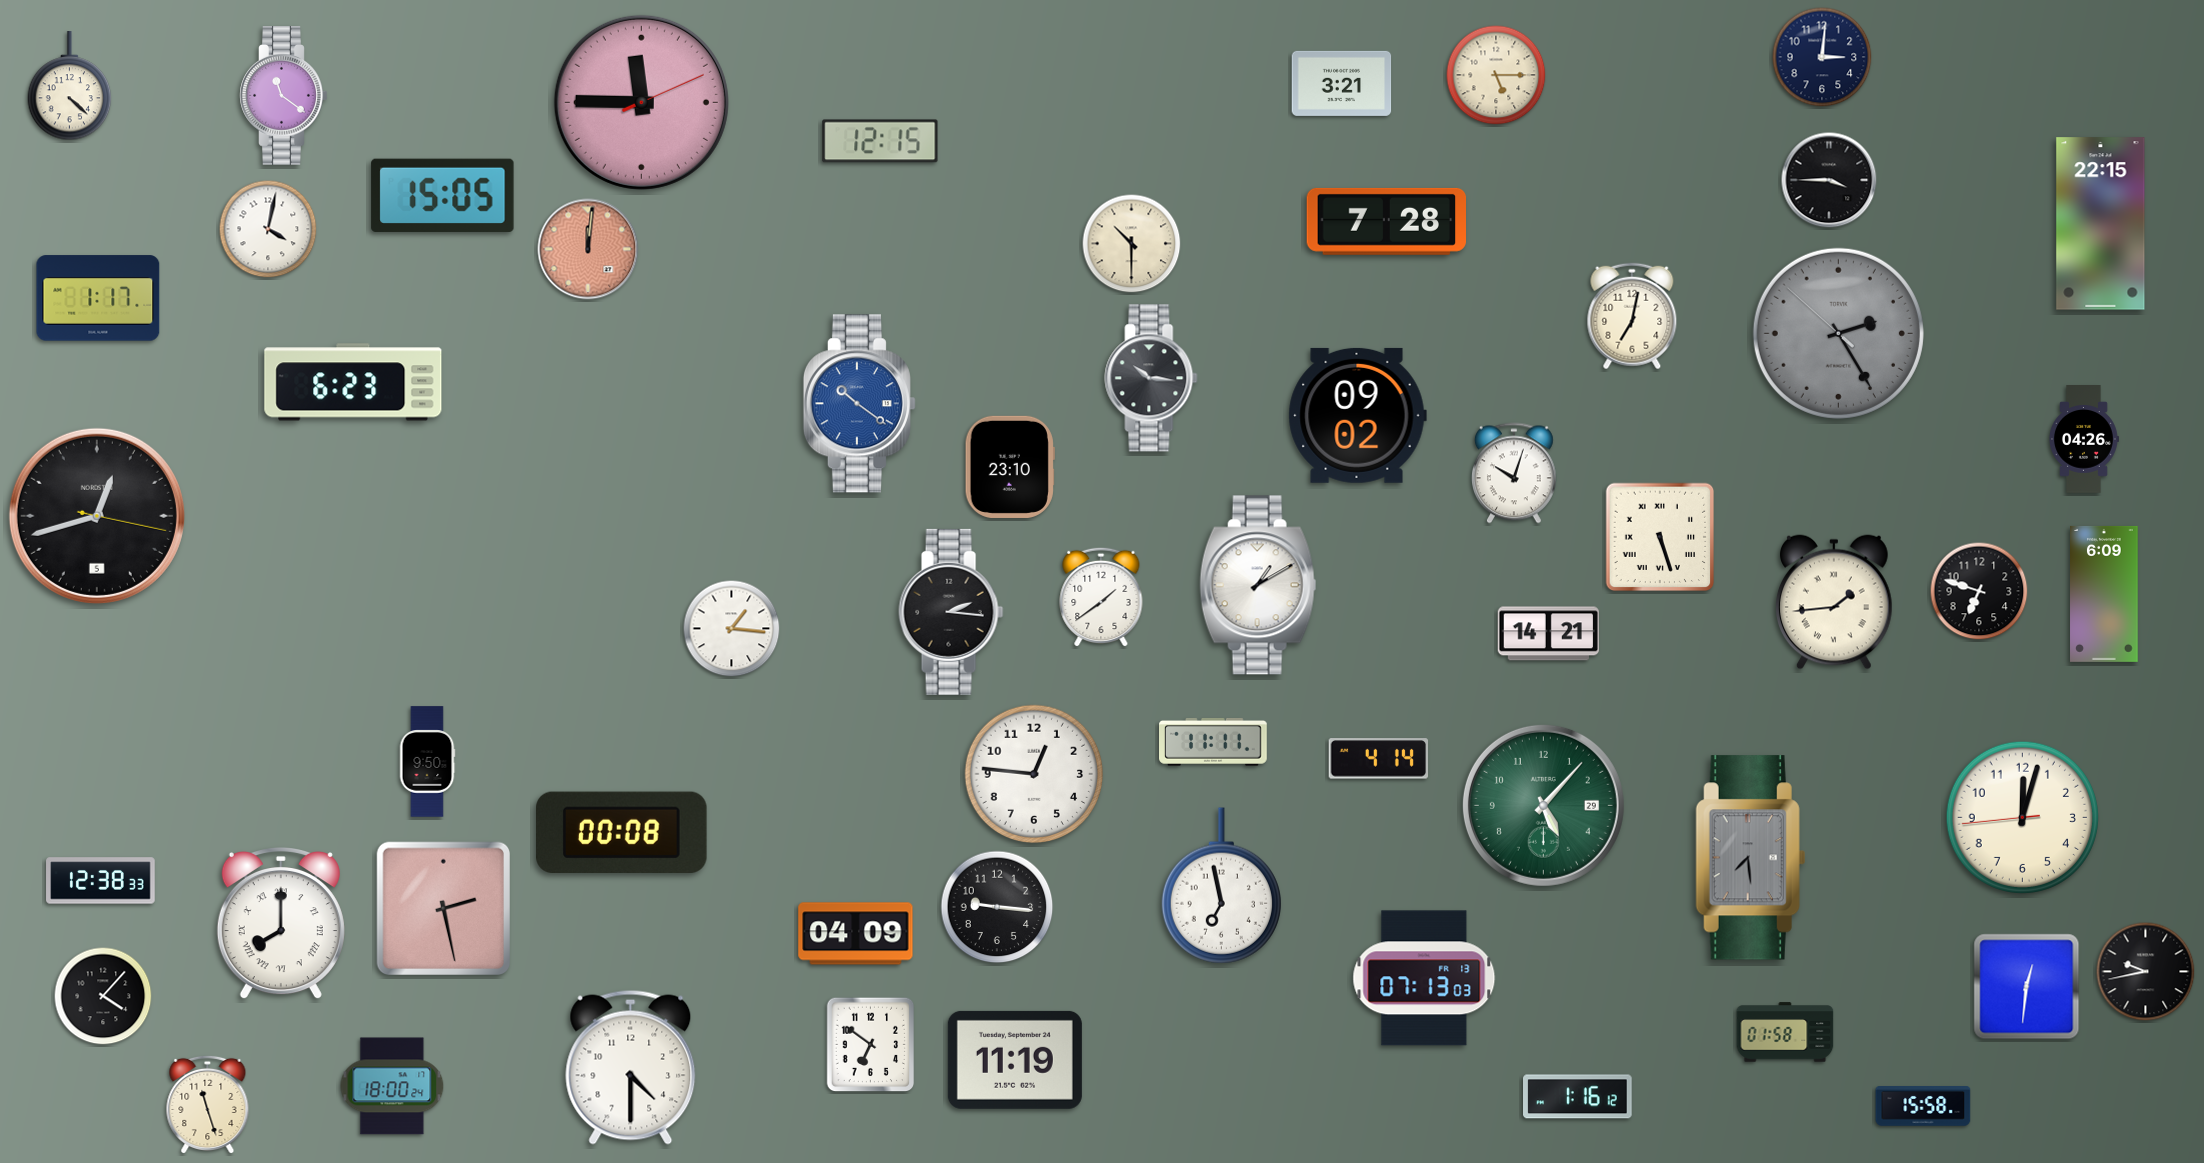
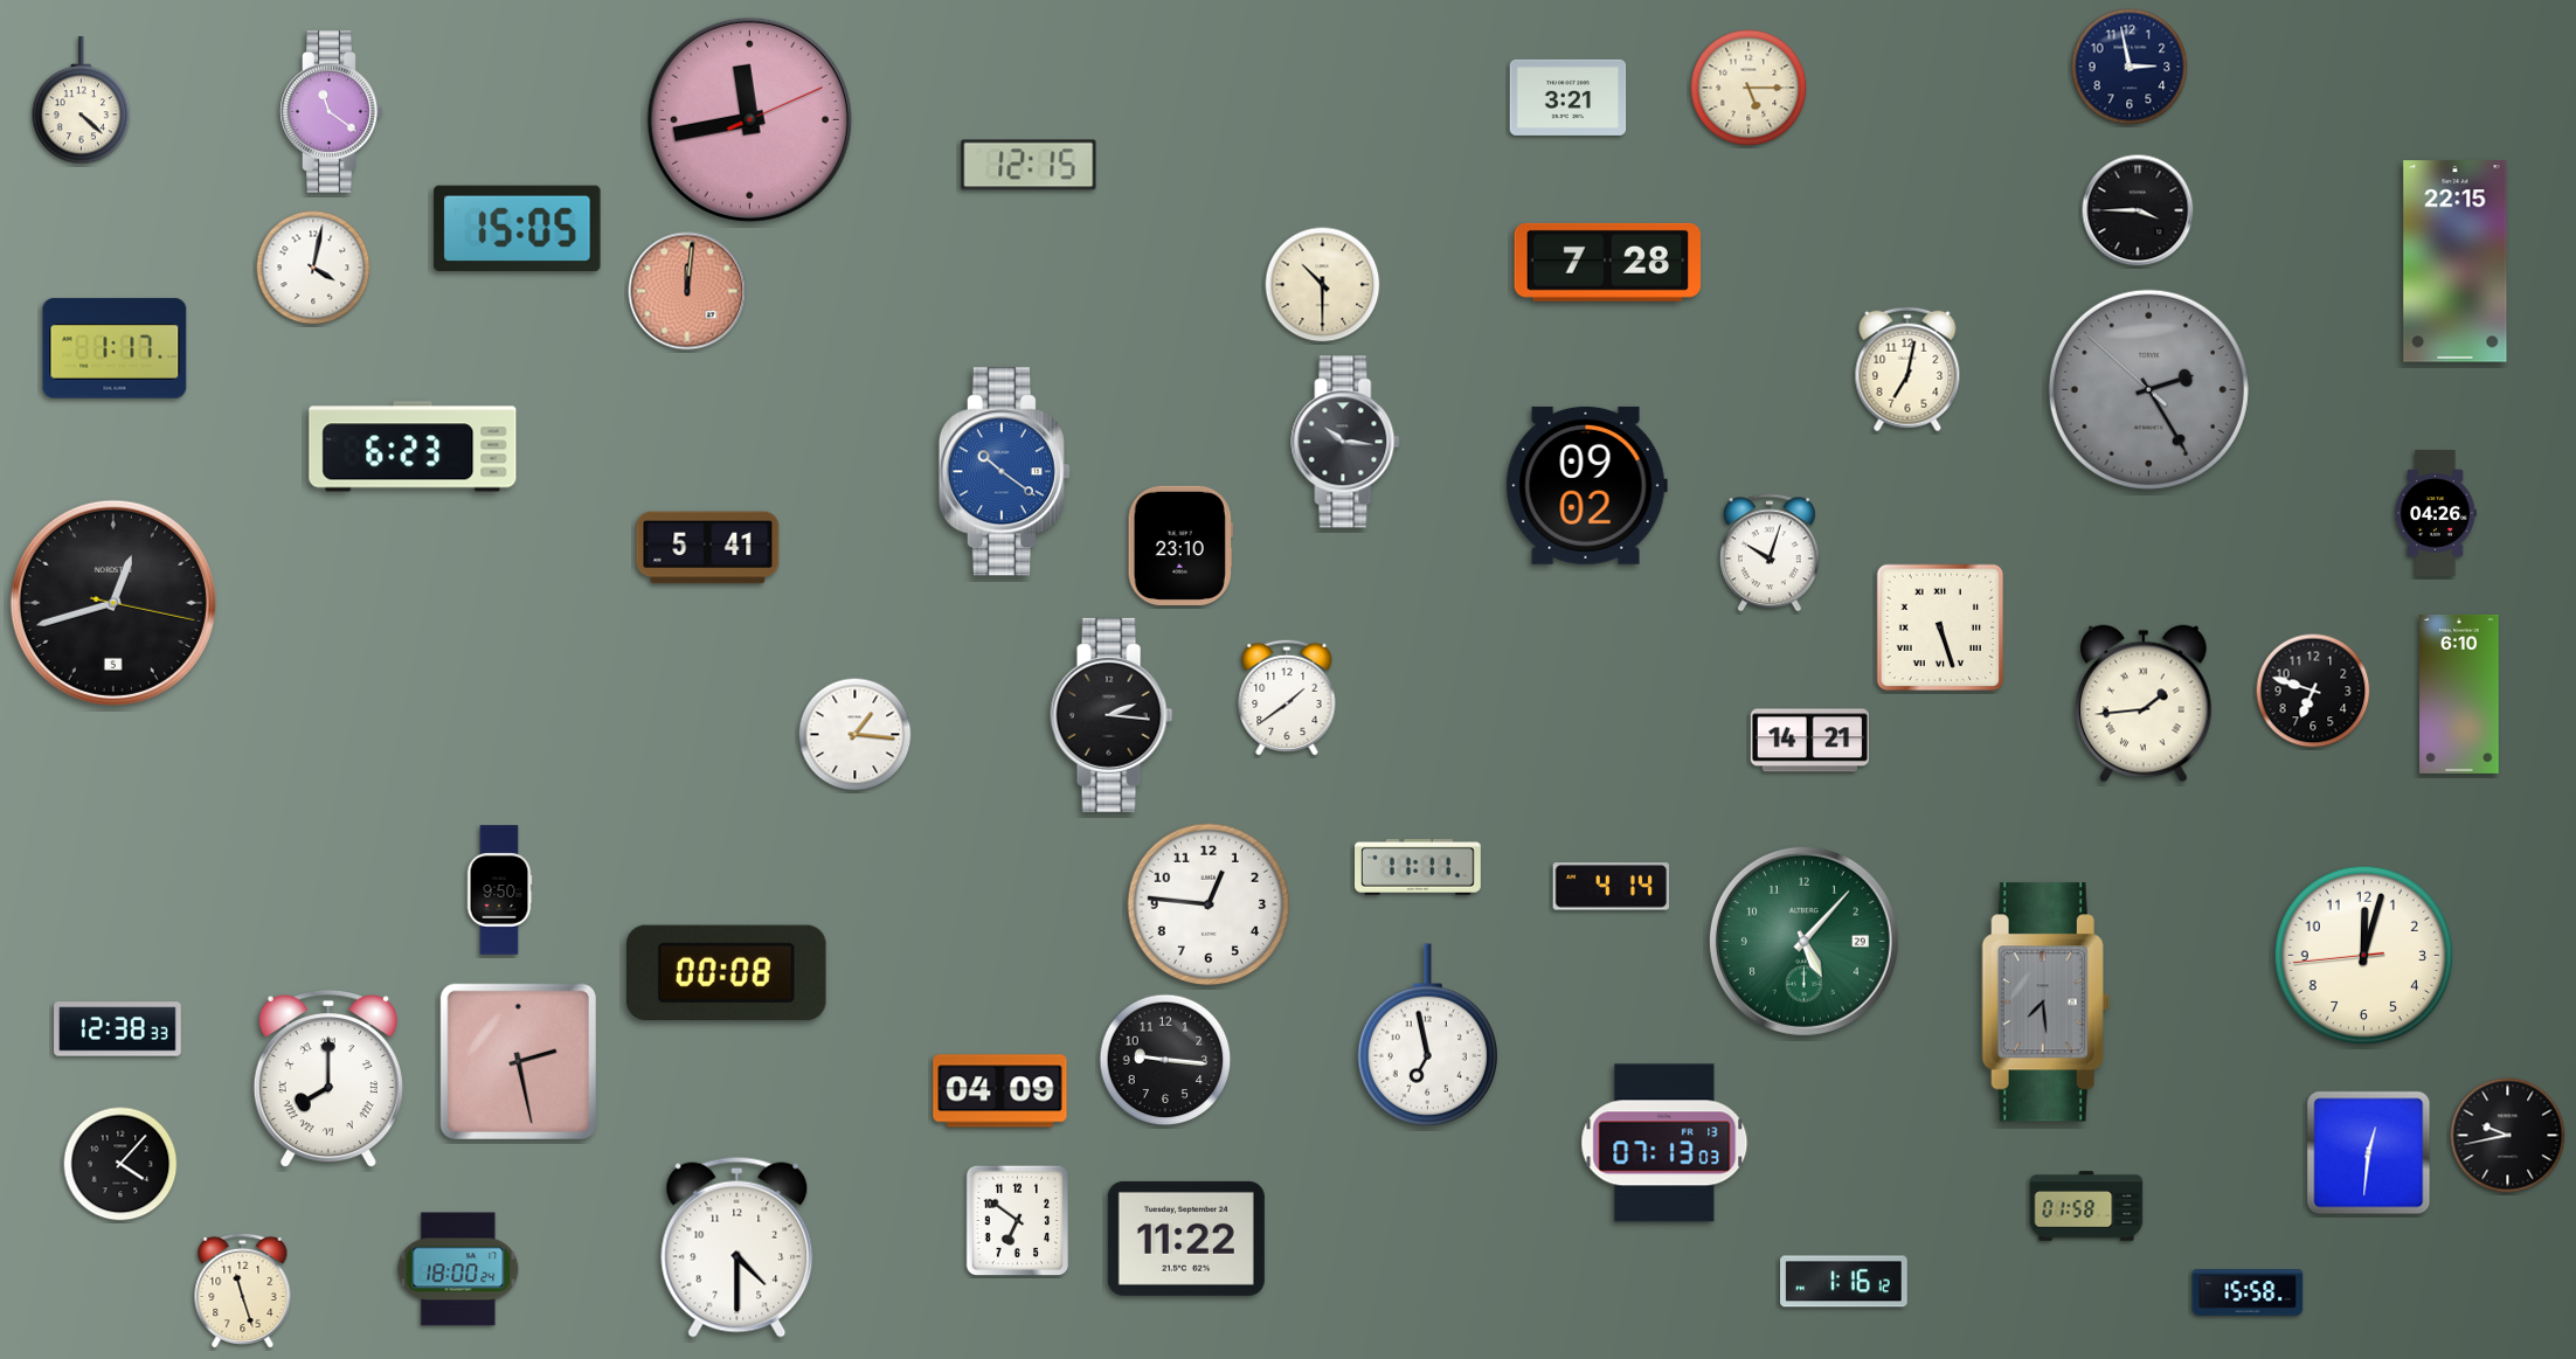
clock at (1822, 57): 3:01 -> 2:58
clock at (641, 102): 11:45 -> 11:43
clock at (1387, 221) position: (1387, 221) -> (1608, 262)
clock at (708, 548): none -> 5:41
clock at (1258, 585): 1:10 -> none
clock at (2104, 594): 6:09 -> 6:10
clock at (1015, 1060): 11:19 -> 11:22
